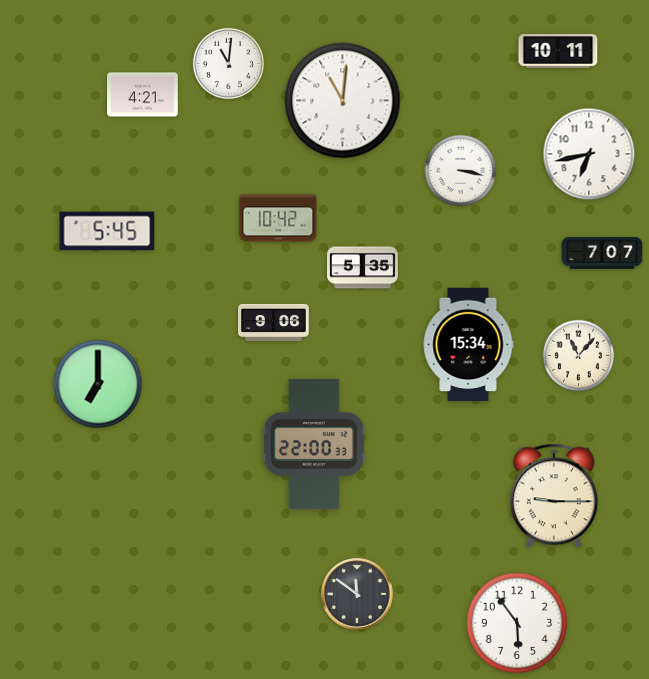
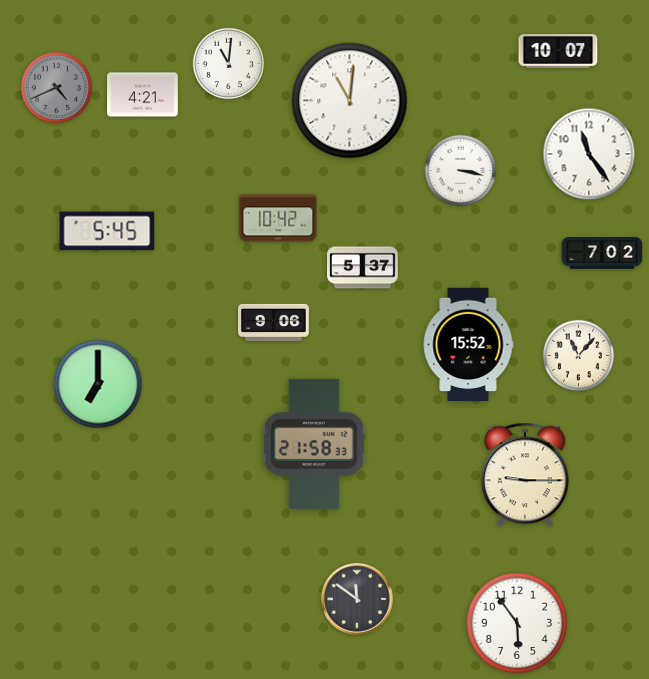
clock at (558, 52): 10:11 -> 10:07
clock at (57, 88): none -> 4:41
clock at (343, 101) position: (343, 101) -> (350, 101)
clock at (589, 154): 6:43 -> 11:24
clock at (602, 253): 7:07 -> 7:02
clock at (363, 268): 5:35 -> 5:37
clock at (468, 345): 15:34 -> 15:52
clock at (315, 444): 22:00 -> 21:58
clock at (554, 496) position: (554, 496) -> (525, 475)
clock at (357, 594) position: (357, 594) -> (357, 599)
